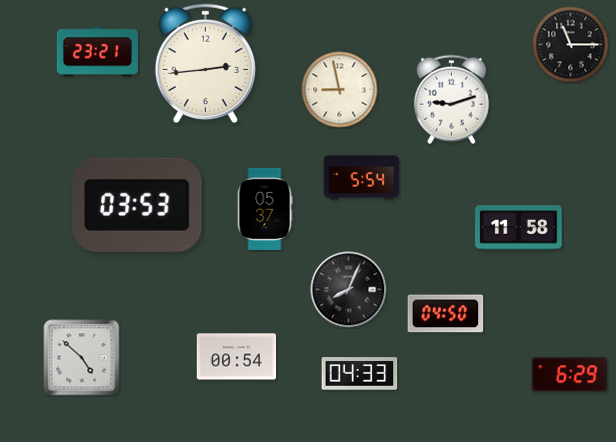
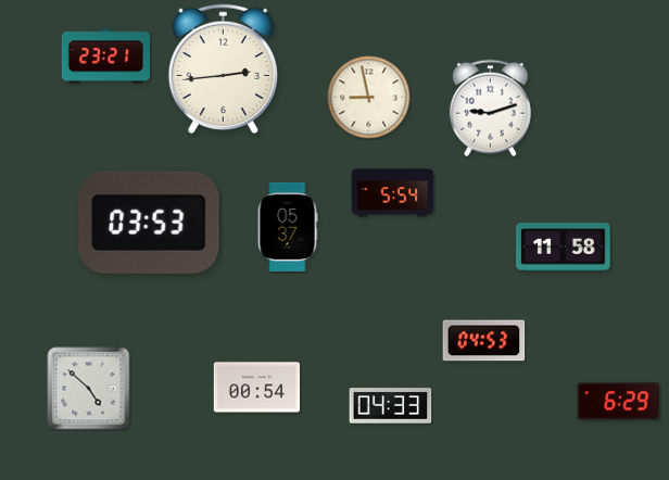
clock at (571, 45): 11:15 -> none
clock at (349, 290): 8:04 -> none
clock at (446, 314): 04:50 -> 04:53
clock at (570, 375) position: (570, 375) -> (619, 402)
